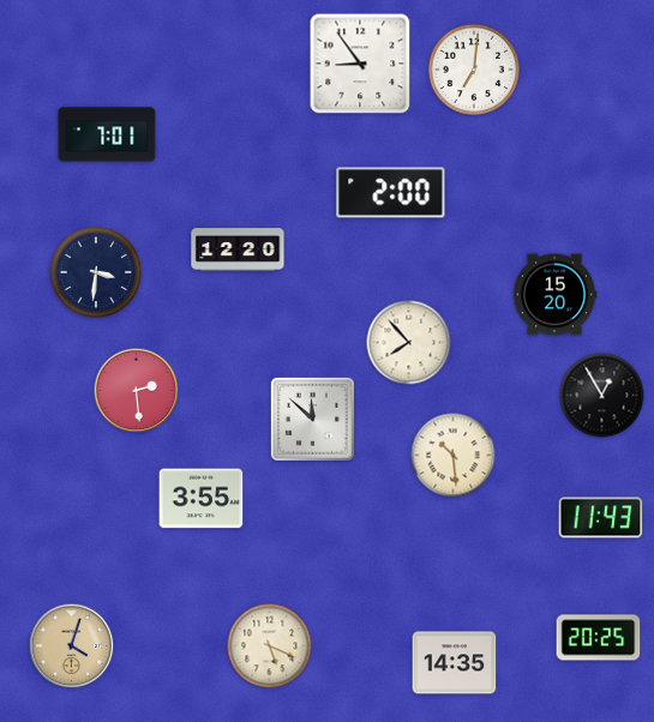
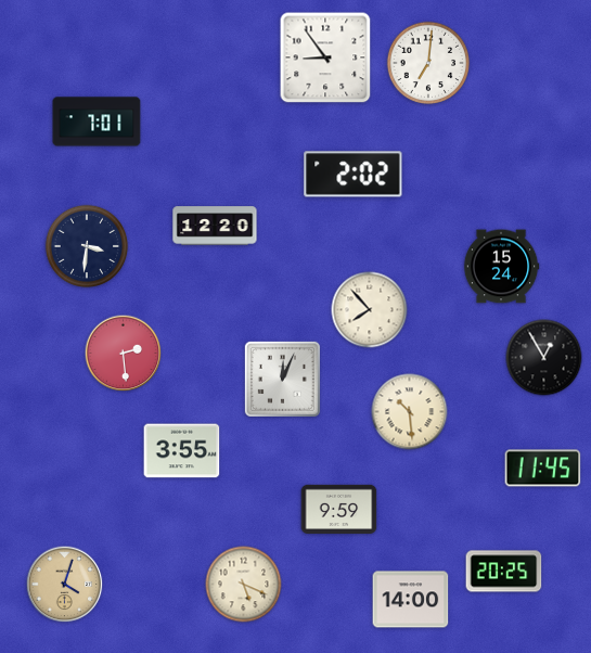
clock at (391, 193): 2:00 -> 2:02
clock at (554, 295): 15:20 -> 15:24
clock at (312, 419): 11:52 -> 12:04
clock at (601, 518): 11:43 -> 11:45
clock at (339, 509): none -> 9:59
clock at (599, 638) position: (599, 638) -> (504, 572)
clock at (455, 663): 14:35 -> 14:00
